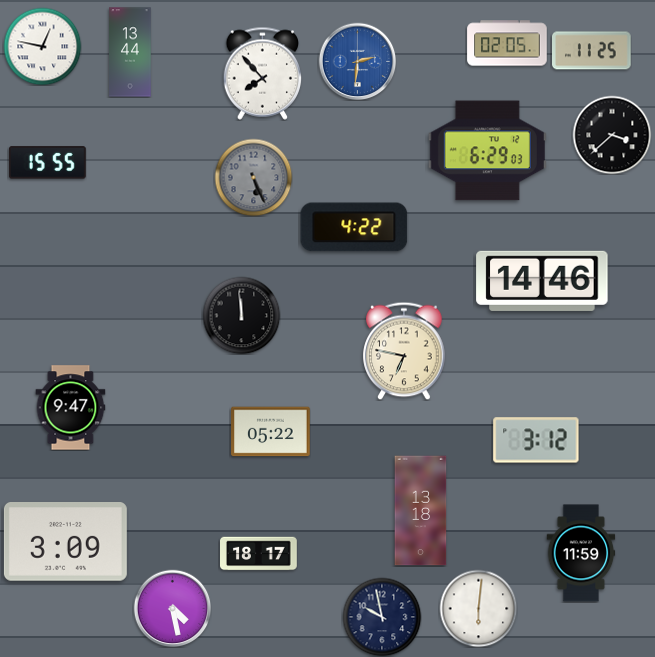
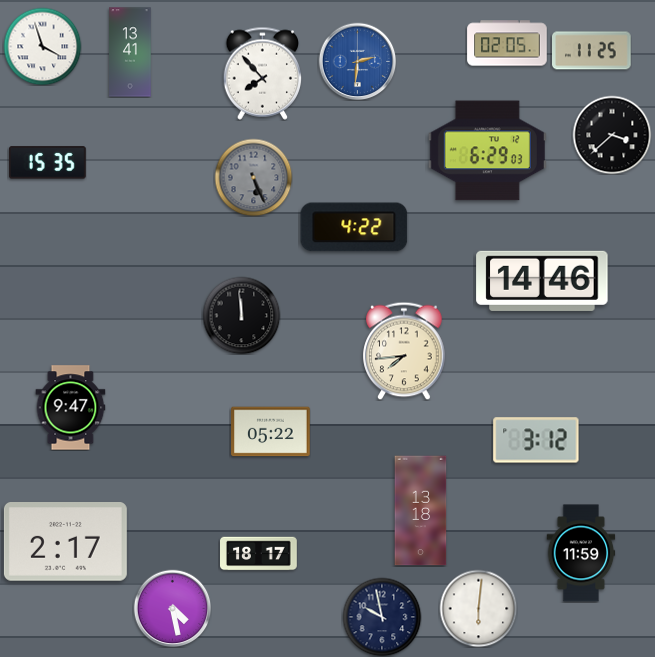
clock at (42, 46): 12:47 -> 3:57
clock at (130, 52): 13:44 -> 13:41
clock at (47, 163): 15:55 -> 15:35
clock at (404, 351): 6:47 -> 7:44
clock at (65, 542): 3:09 -> 2:17
